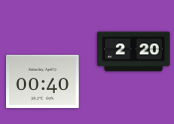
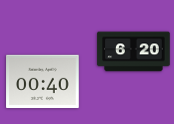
clock at (134, 52): 2:20 -> 6:20
